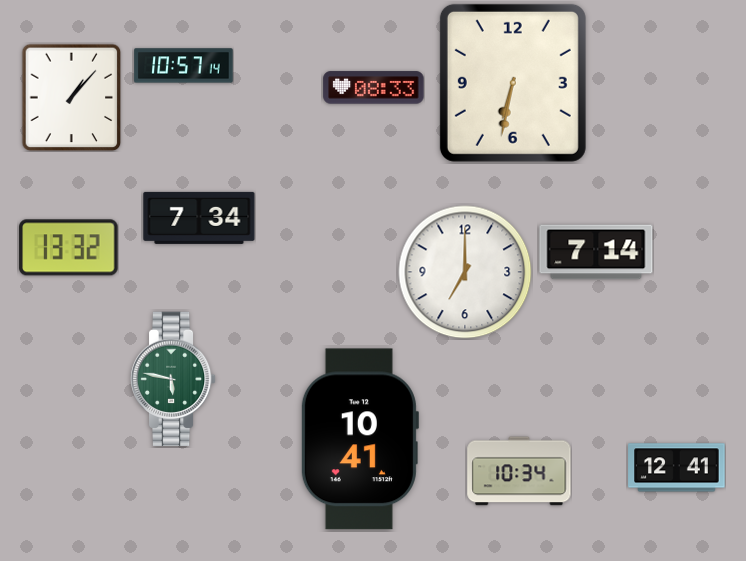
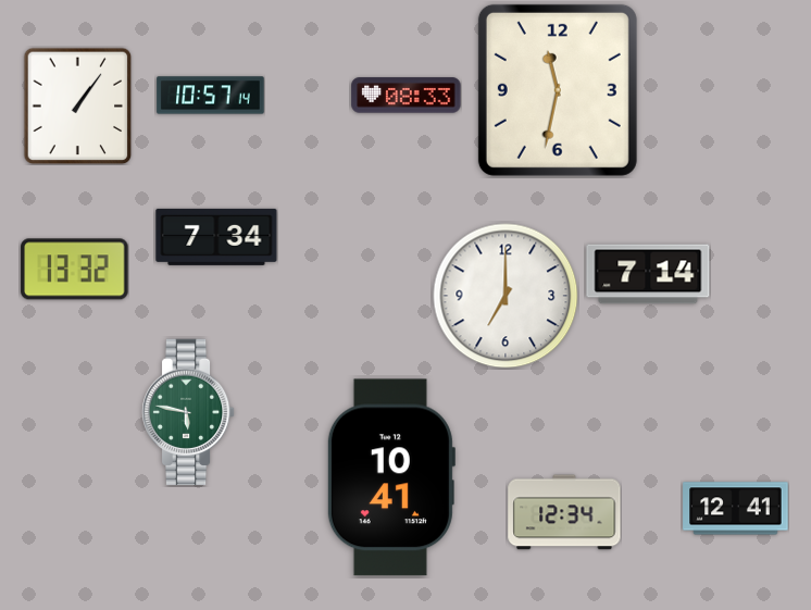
clock at (184, 66) position: (184, 66) -> (211, 96)
clock at (513, 83): 6:32 -> 11:32
clock at (72, 97): 1:07 -> 1:06
clock at (519, 471): 10:34 -> 12:34
